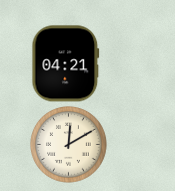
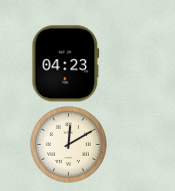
clock at (66, 64): 04:21 -> 04:23
